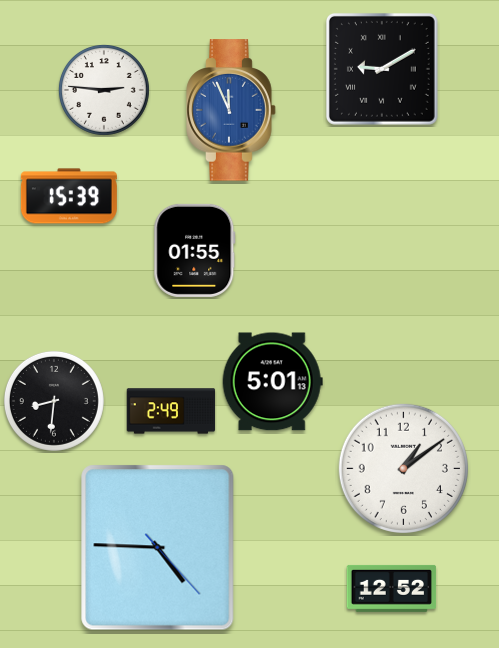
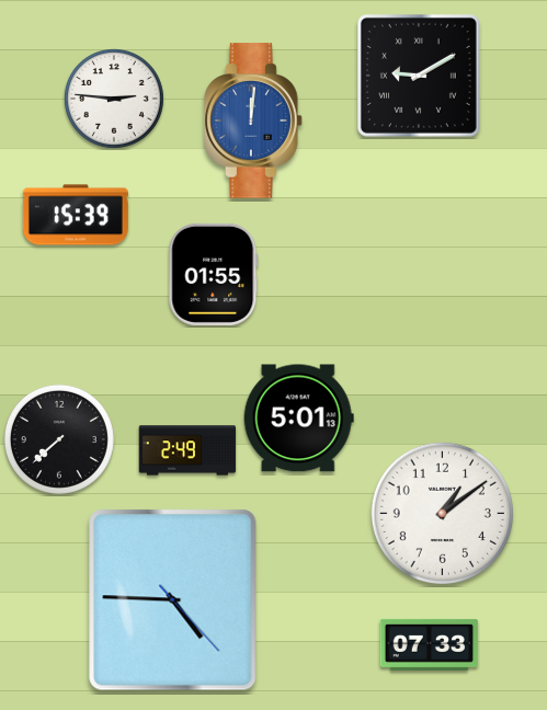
clock at (231, 110): 11:56 -> 12:01
clock at (54, 401): 8:31 -> 7:38
clock at (392, 588): 12:52 -> 07:33
